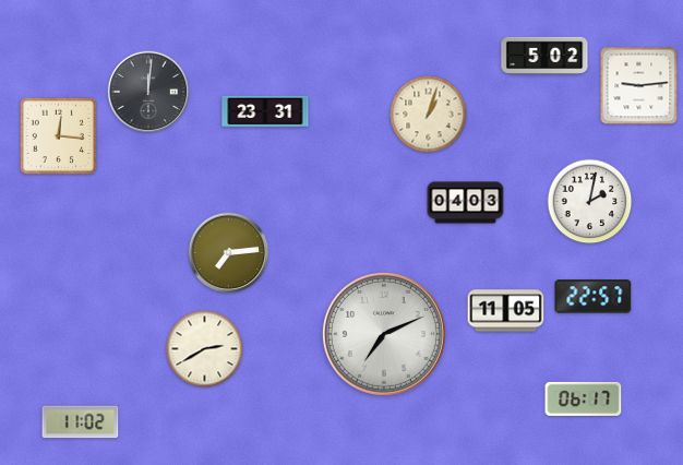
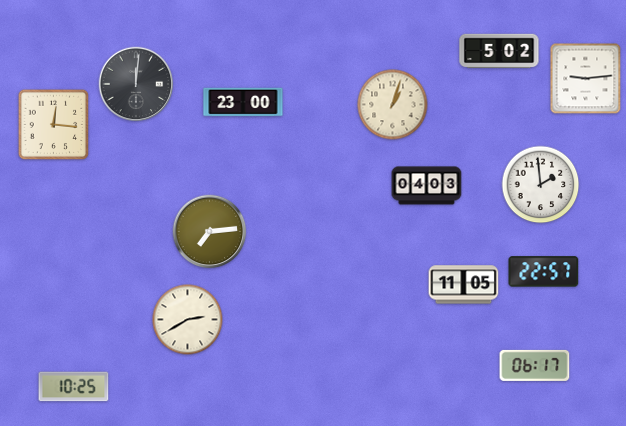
clock at (265, 111): 23:31 -> 23:00
clock at (590, 202): 2:02 -> 1:59
clock at (384, 334): 7:11 -> none
clock at (81, 422): 11:02 -> 10:25
